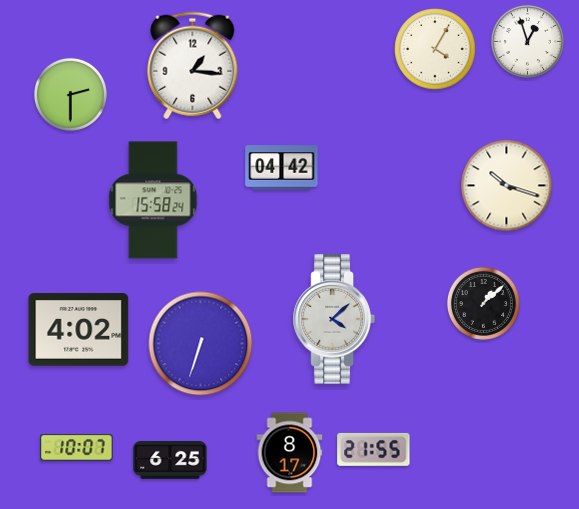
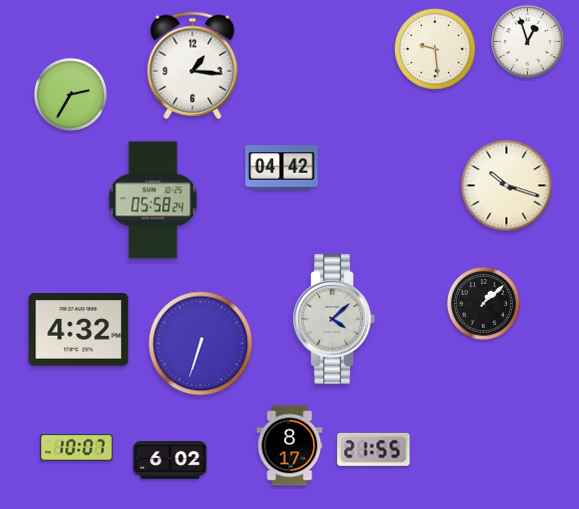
clock at (435, 49): 4:05 -> 9:29
clock at (70, 94): 2:30 -> 2:35
clock at (153, 200): 15:58 -> 05:58
clock at (79, 330): 4:02 -> 4:32
clock at (290, 453) position: (290, 453) -> (290, 446)
clock at (170, 461): 6:25 -> 6:02
